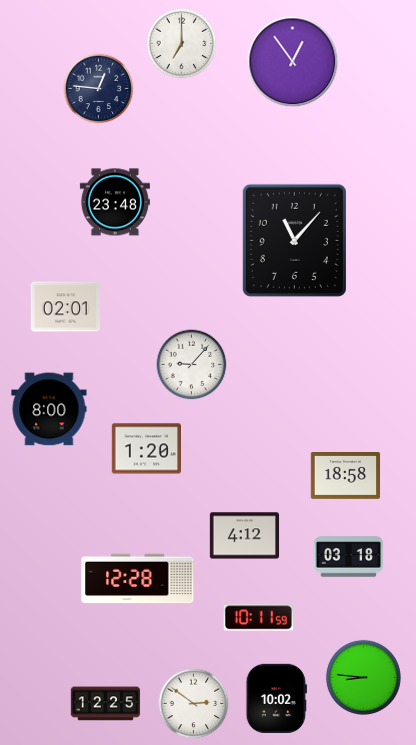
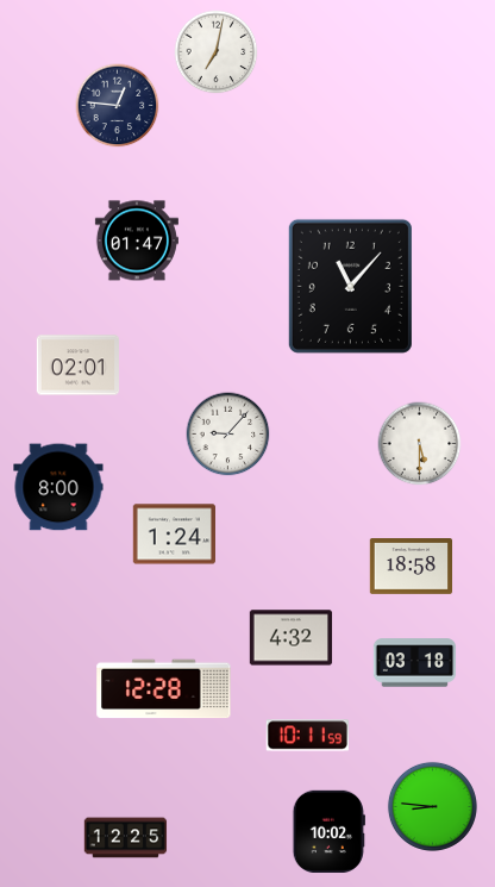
clock at (182, 44): 7:00 -> 7:02
clock at (293, 62): 12:54 -> none
clock at (115, 202): 23:48 -> 01:47
clock at (420, 444): none -> 5:30
clock at (146, 449): 1:20 -> 1:24
clock at (245, 536): 4:12 -> 4:32
clock at (194, 704): 2:51 -> none
